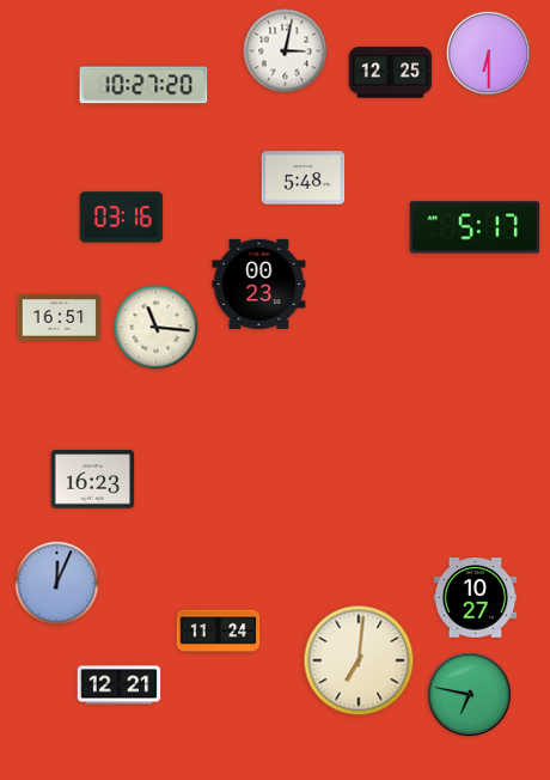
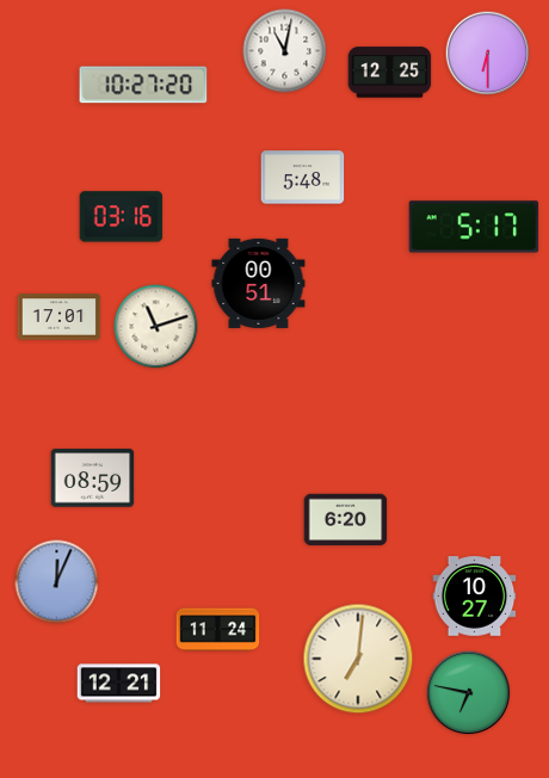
clock at (286, 51): 3:02 -> 11:02
clock at (259, 284): 00:23 -> 00:51
clock at (60, 318): 16:51 -> 17:01
clock at (157, 328): 11:16 -> 11:12
clock at (93, 480): 16:23 -> 08:59
clock at (346, 520): none -> 6:20
